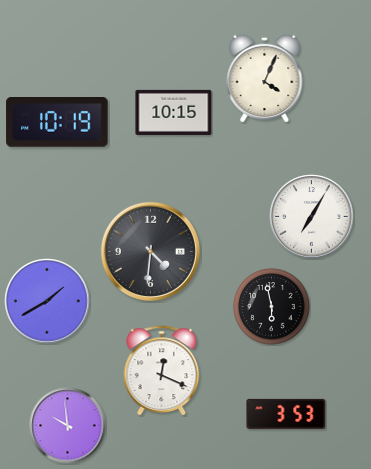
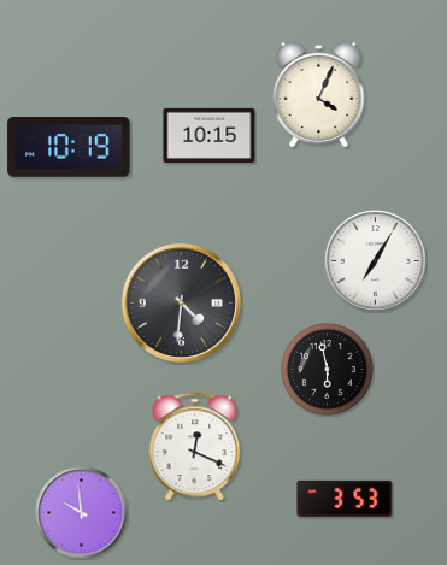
clock at (47, 301): 1:40 -> none
